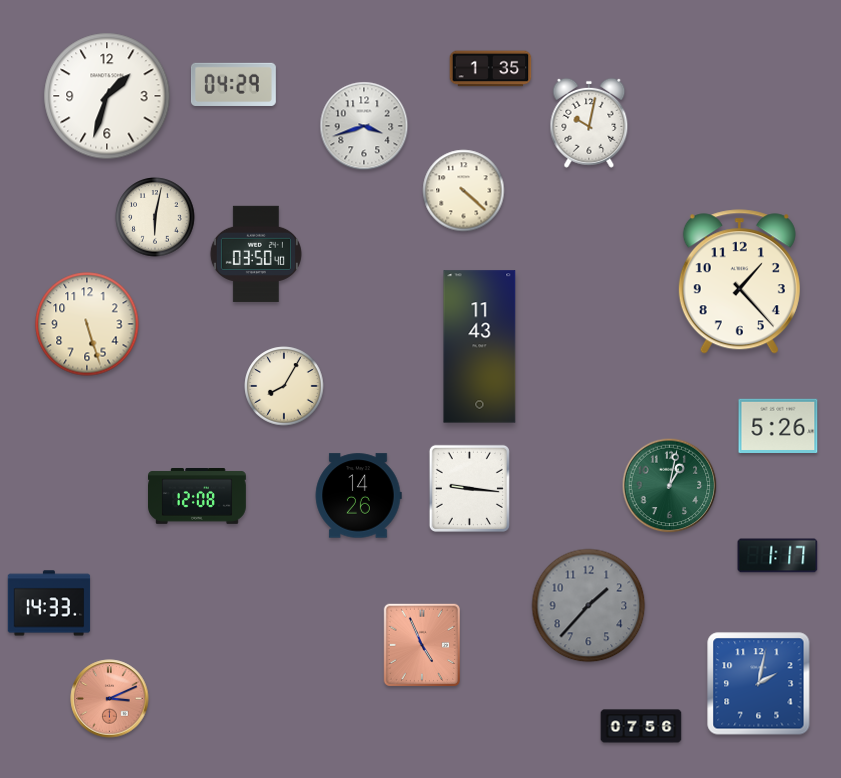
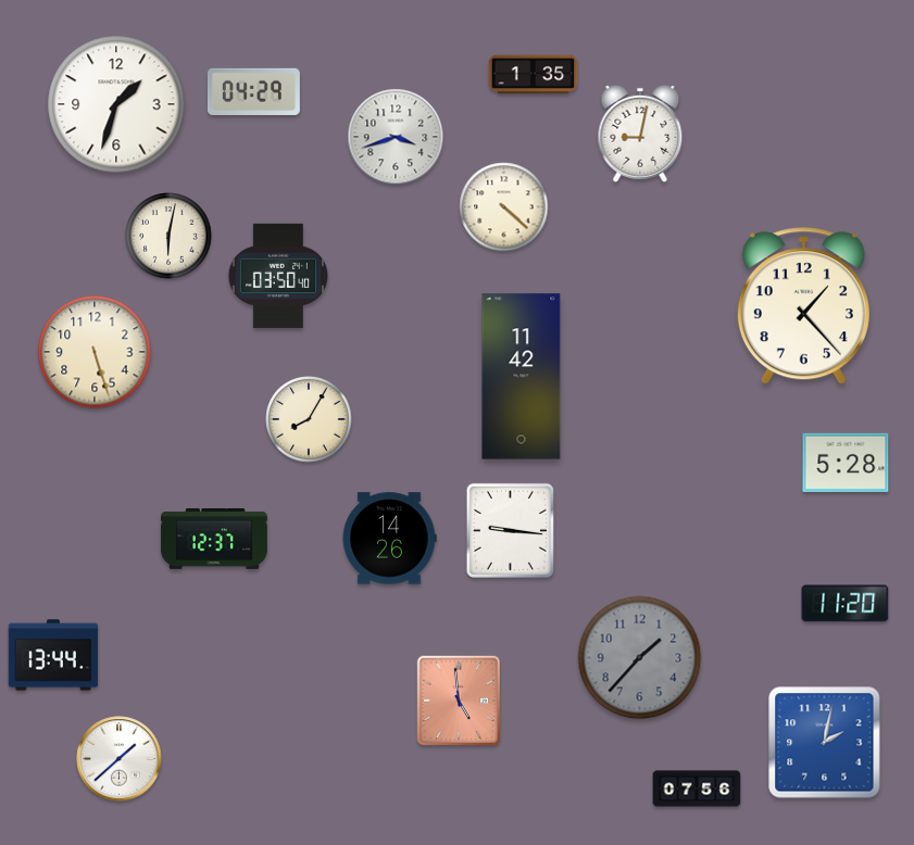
clock at (589, 123): 10:02 -> 9:02
clock at (480, 347): 11:43 -> 11:42
clock at (778, 426): 5:26 -> 5:28
clock at (670, 486): 1:02 -> none
clock at (198, 496): 12:08 -> 12:37
clock at (778, 556): 1:17 -> 11:20
clock at (49, 603): 14:33 -> 13:44
clock at (421, 644): 4:56 -> 4:59
clock at (110, 699): 3:11 -> 1:38
clock at (110, 699) dial: salmon -> white
